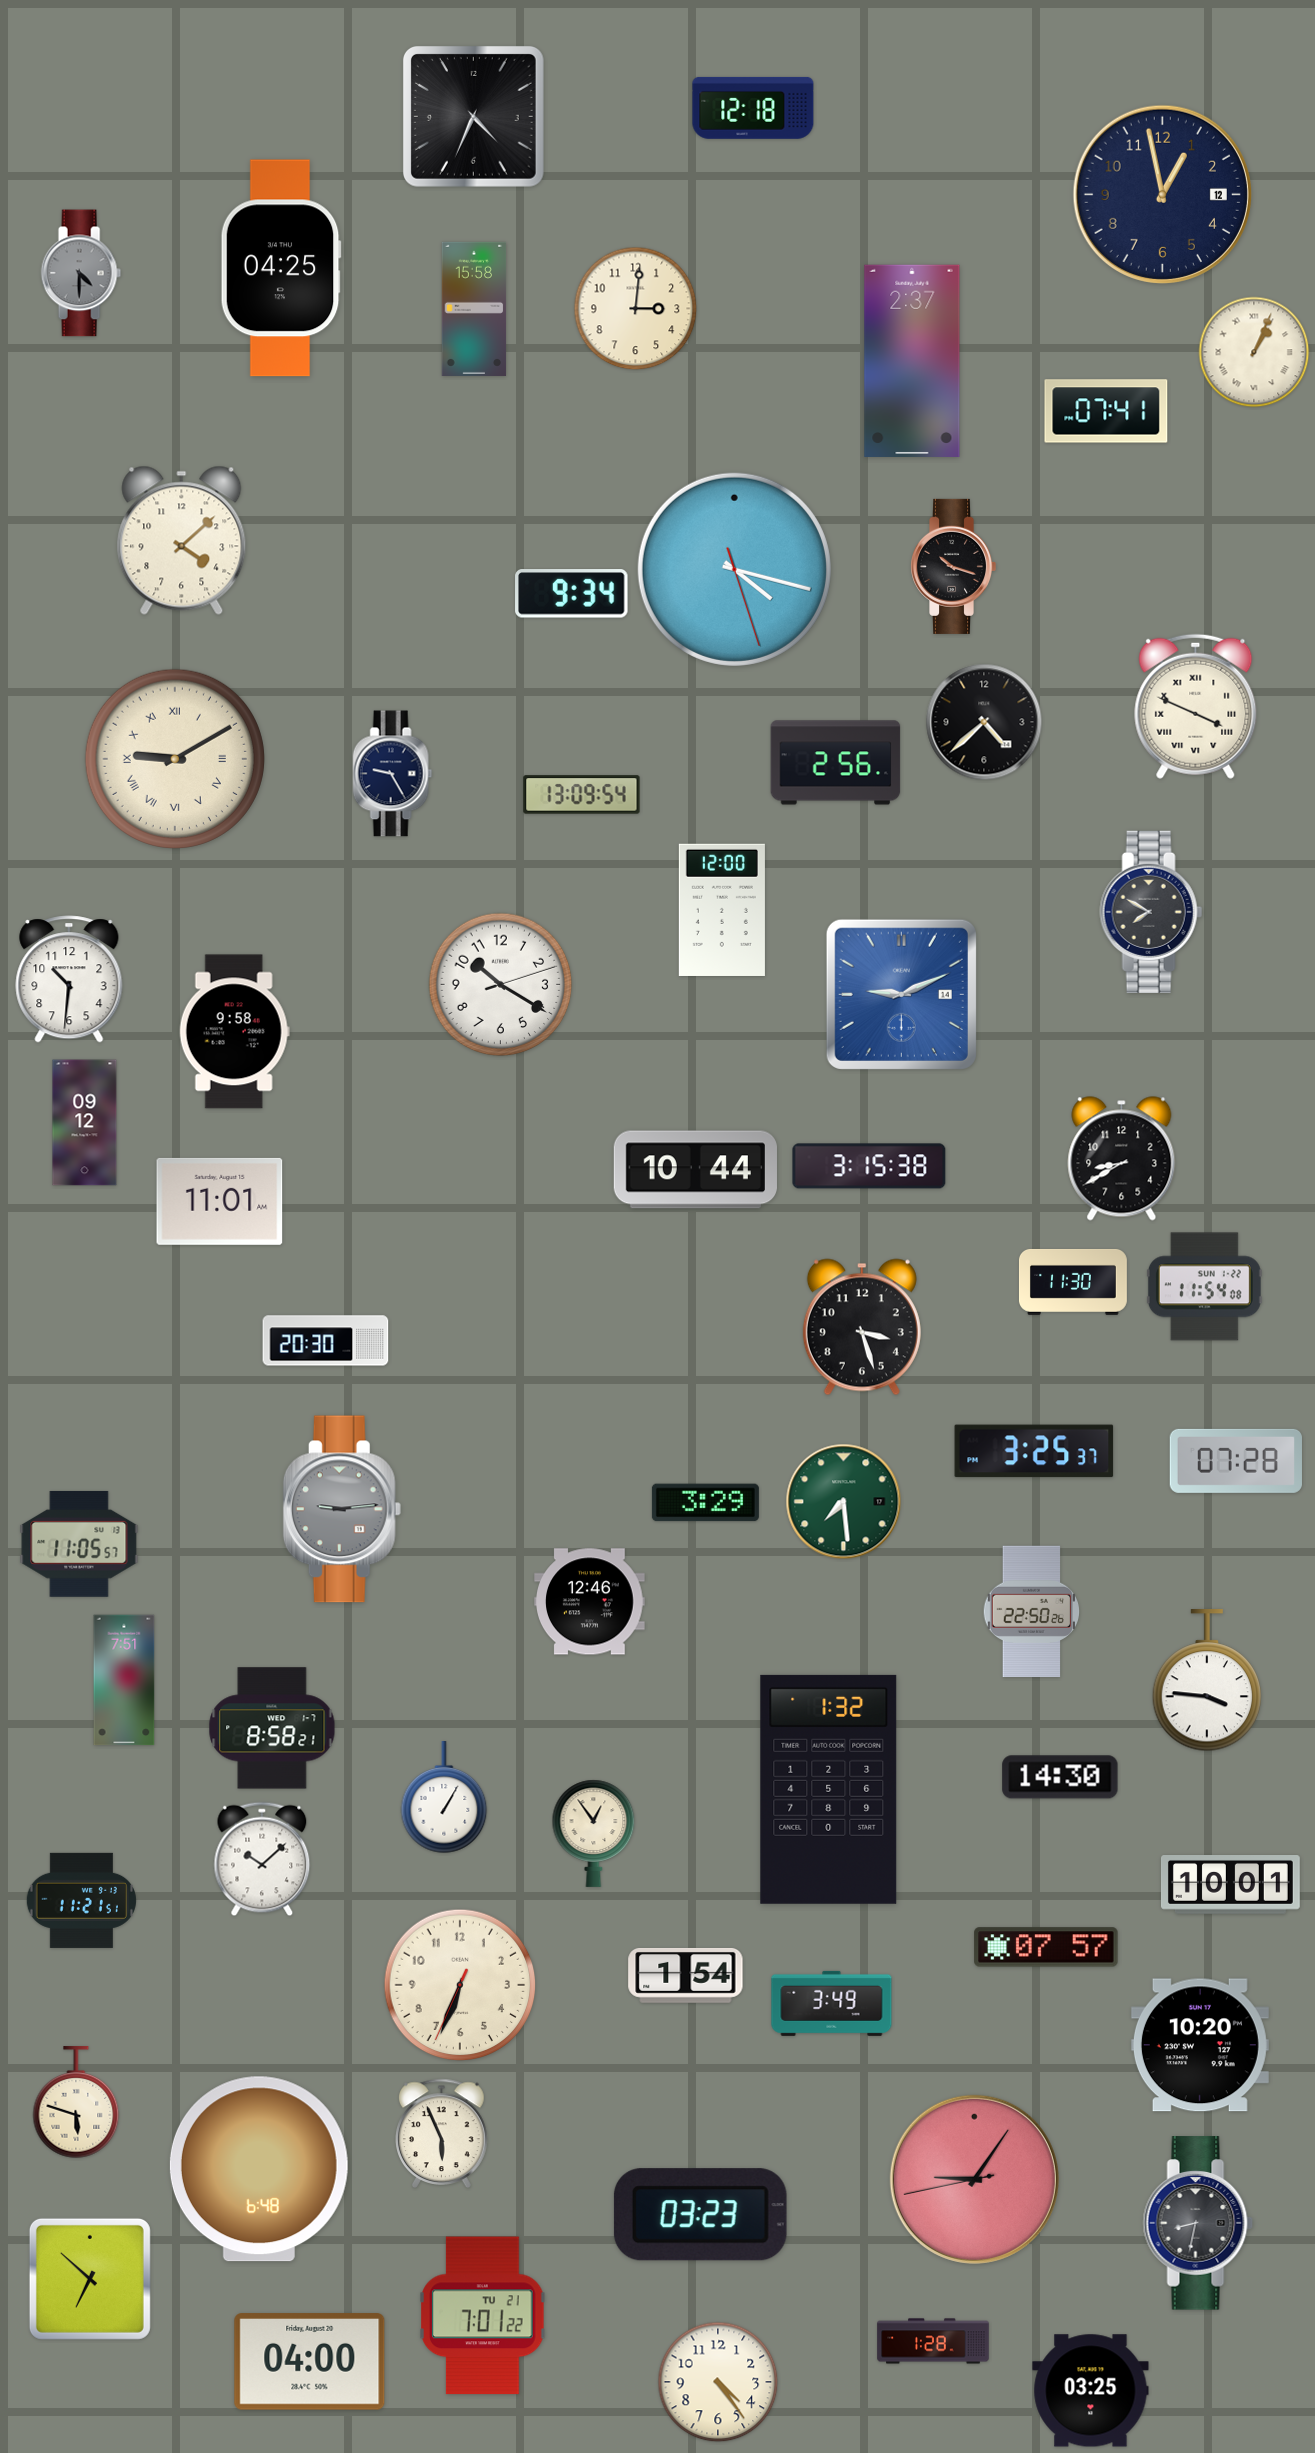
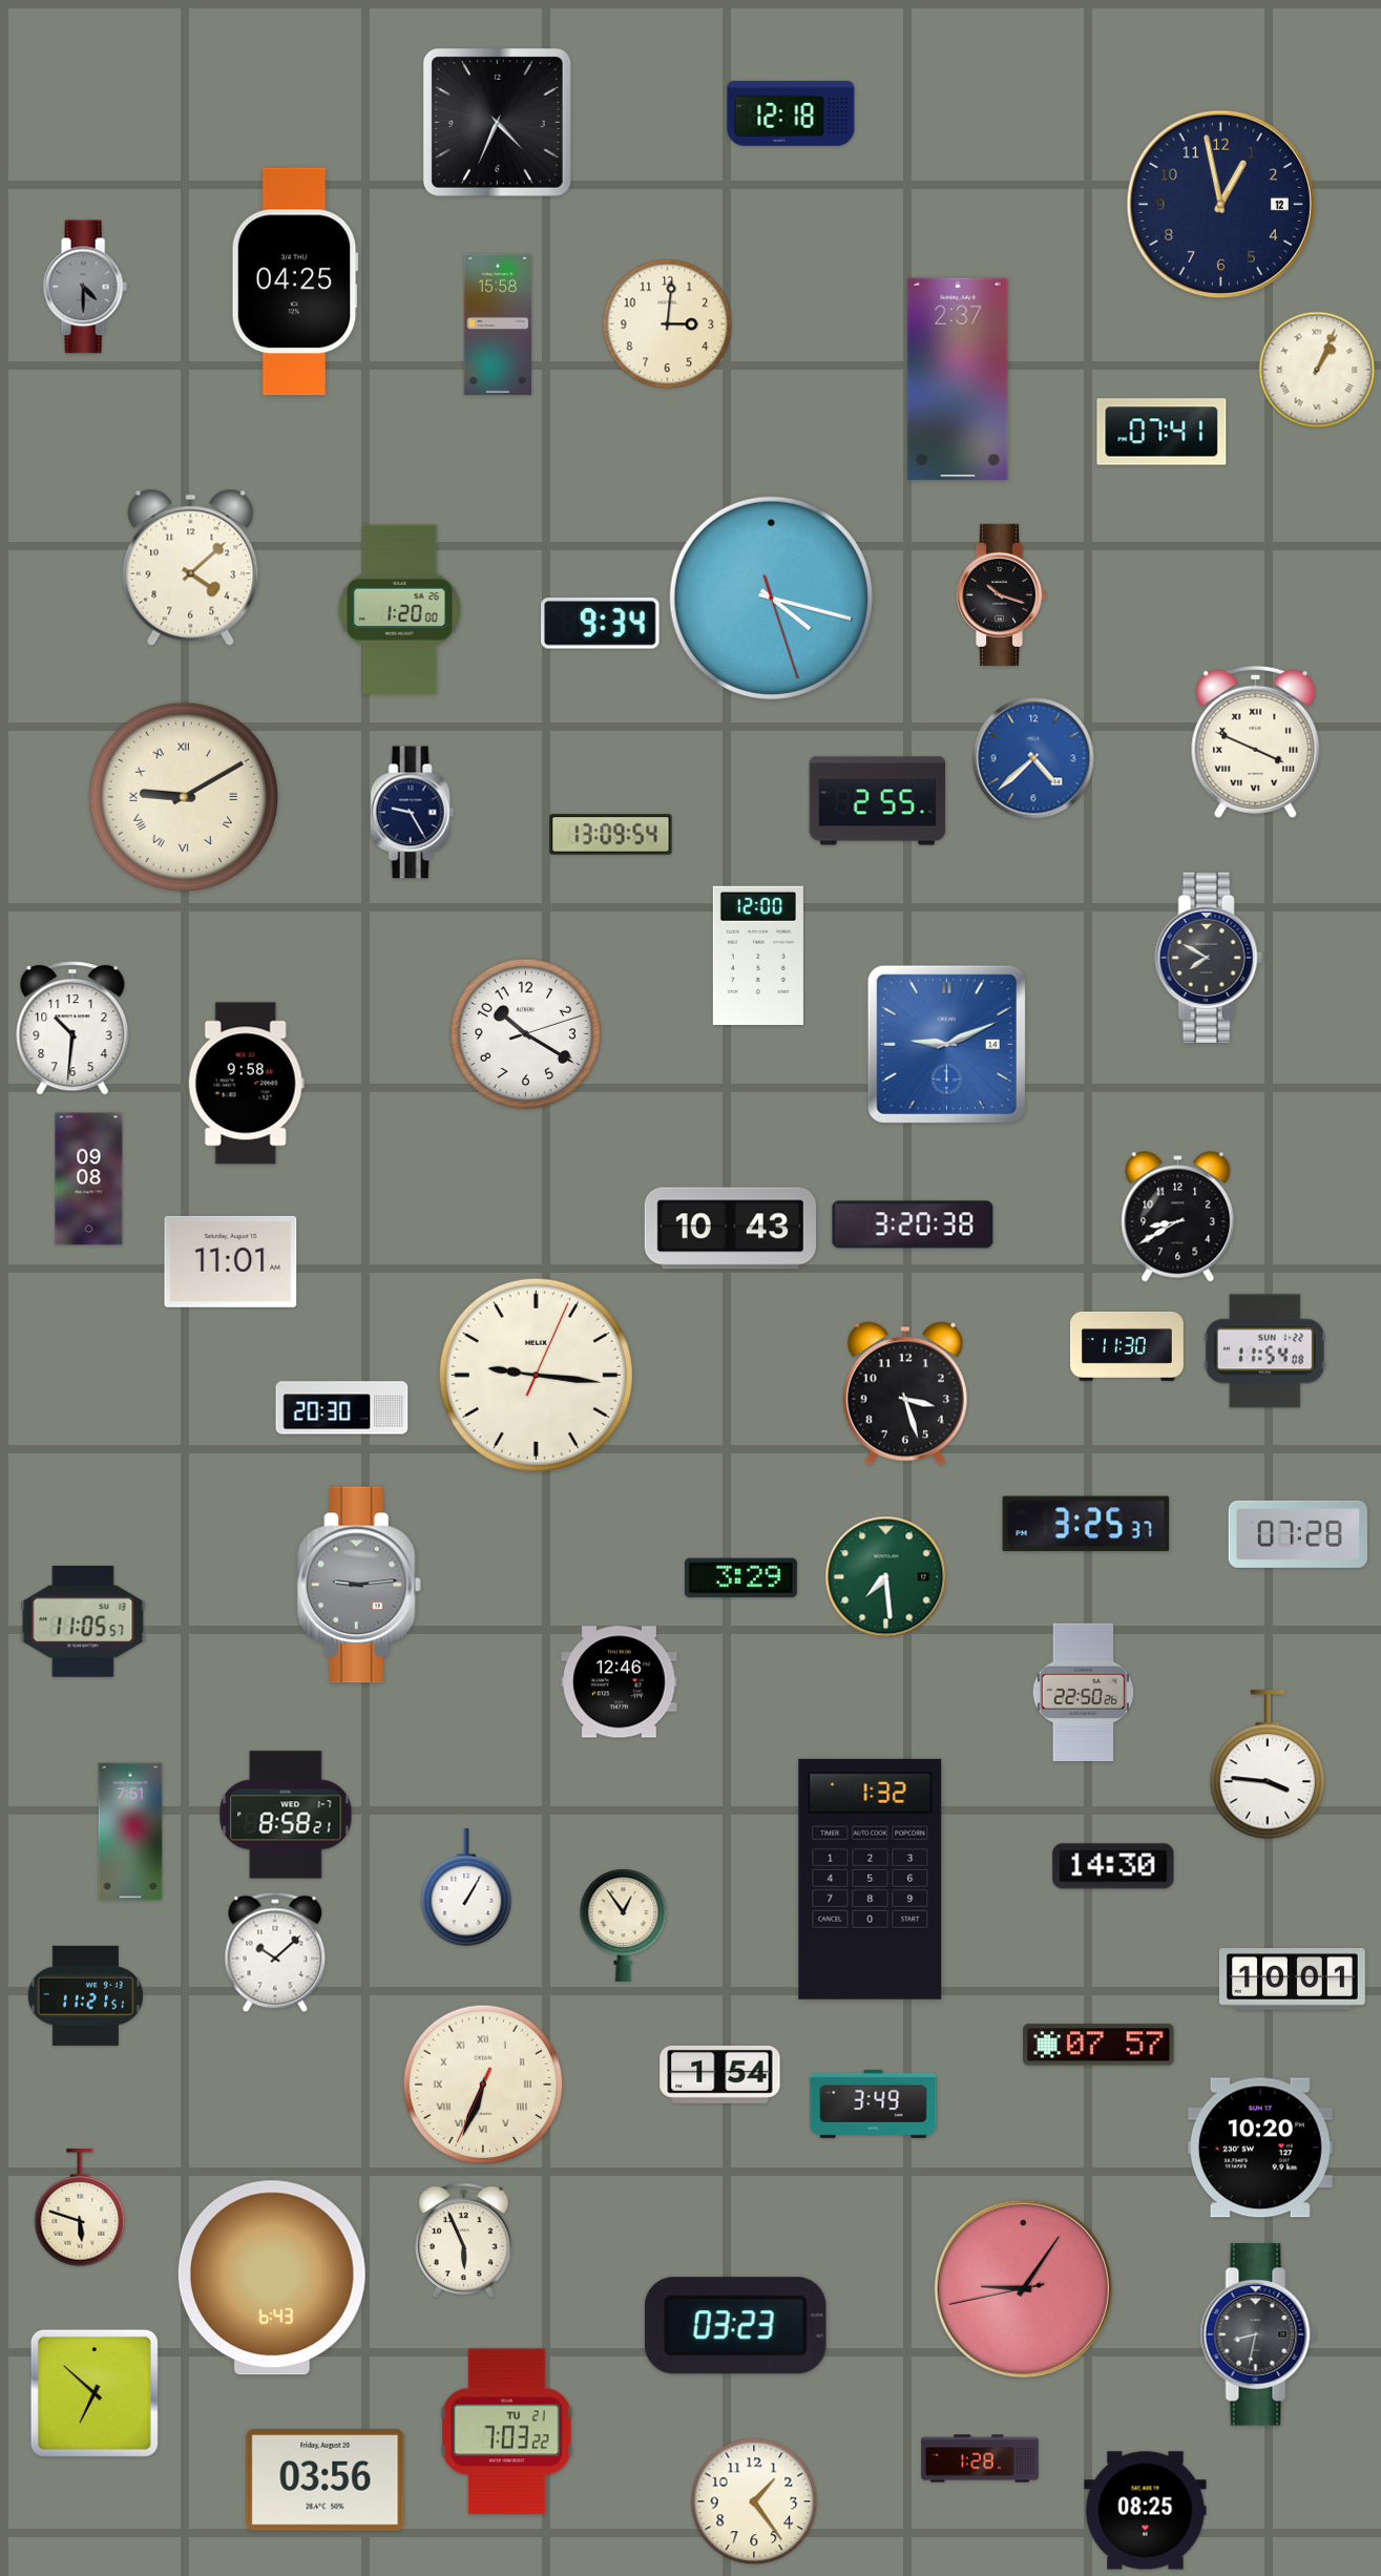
clock at (400, 610): none -> 1:20
clock at (984, 722) dial: black -> blue
clock at (836, 763): 2:56 -> 2:55
clock at (85, 1123): 09:12 -> 09:08
clock at (869, 1166): 3:15 -> 3:20
clock at (695, 1170): 10:44 -> 10:43
clock at (536, 1375): none -> 9:16
clock at (124, 1680) position: (124, 1680) -> (130, 1831)
clock at (460, 1985) numerals: Arabic -> Roman
clock at (259, 2169): 6:48 -> 6:43
clock at (483, 2316): 7:01 -> 7:03
clock at (310, 2362): 04:00 -> 03:56
clock at (718, 2382): 4:24 -> 1:24
clock at (1091, 2391): 03:25 -> 08:25
